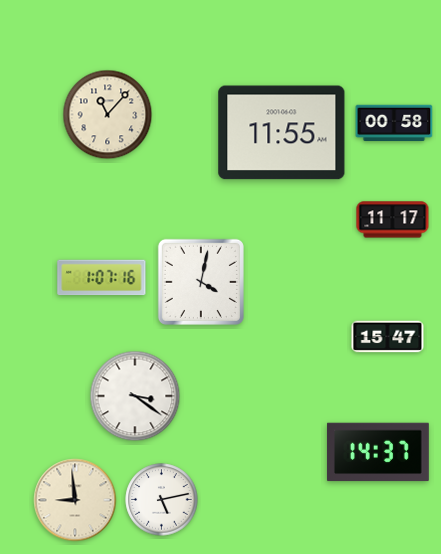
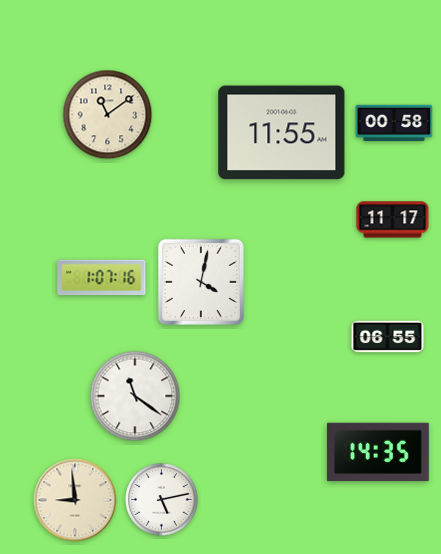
clock at (108, 115): 11:07 -> 11:09
clock at (388, 337): 15:47 -> 06:55
clock at (135, 396): 3:21 -> 11:21
clock at (378, 452): 14:37 -> 14:35
